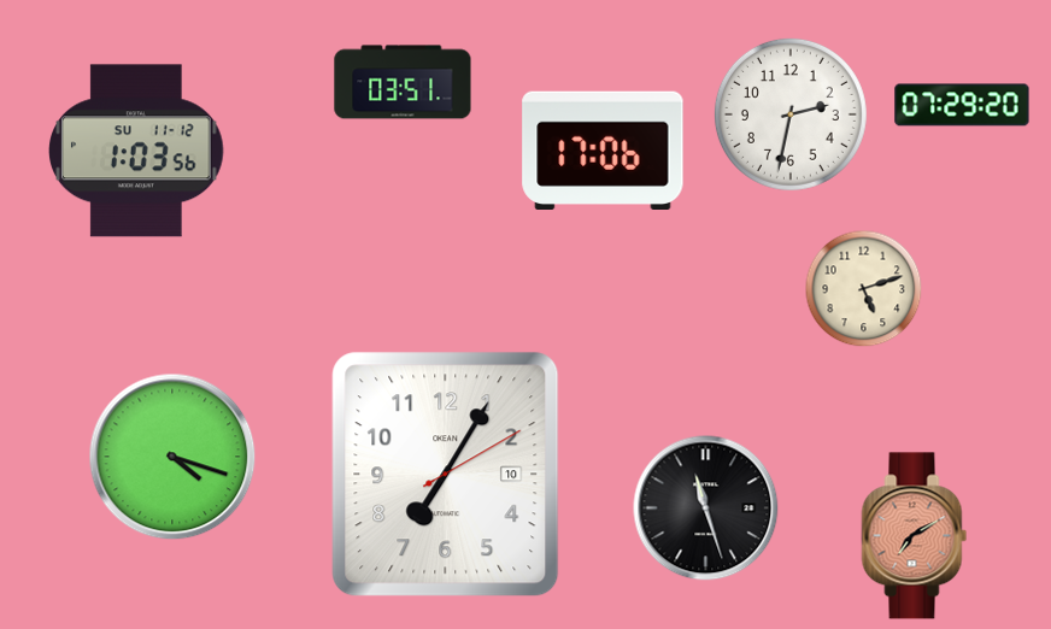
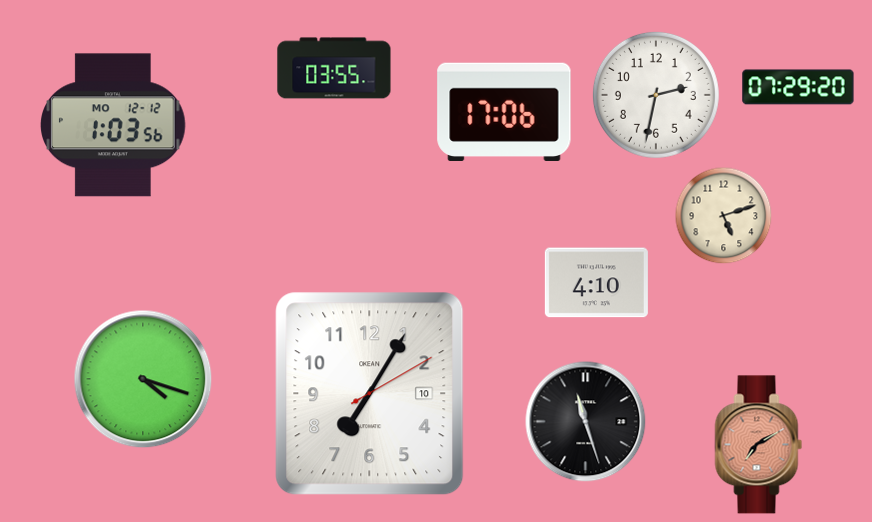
clock at (403, 82): 03:51 -> 03:55
clock at (137, 151) date: SU 11-12 -> MO 12-12
clock at (603, 151) position: (603, 151) -> (504, 112)
clock at (864, 289) position: (864, 289) -> (724, 216)
clock at (596, 283): none -> 4:10
